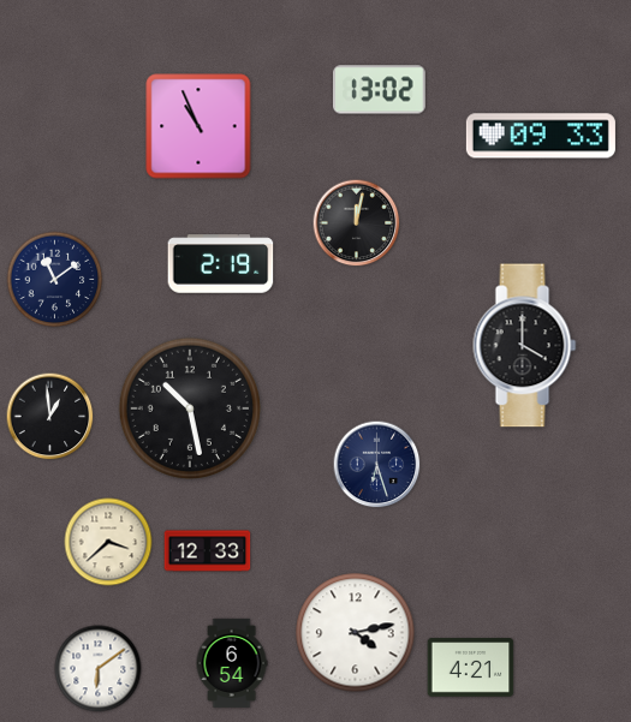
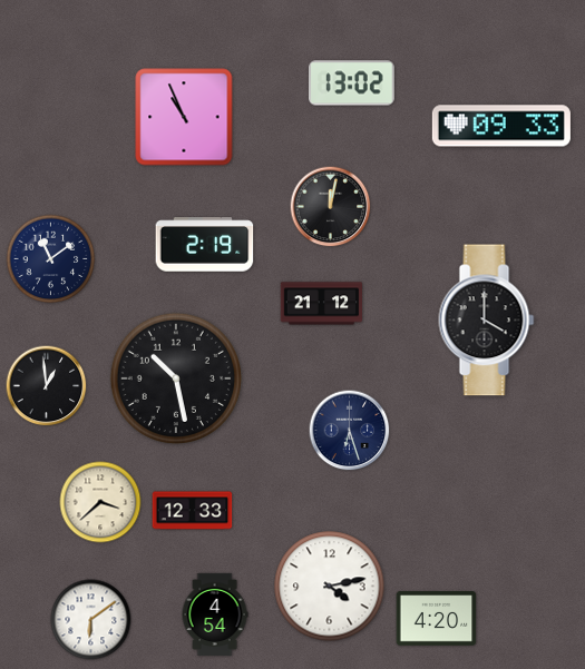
clock at (322, 304): none -> 21:12
clock at (232, 663): 6:54 -> 4:54
clock at (471, 668): 4:21 -> 4:20
